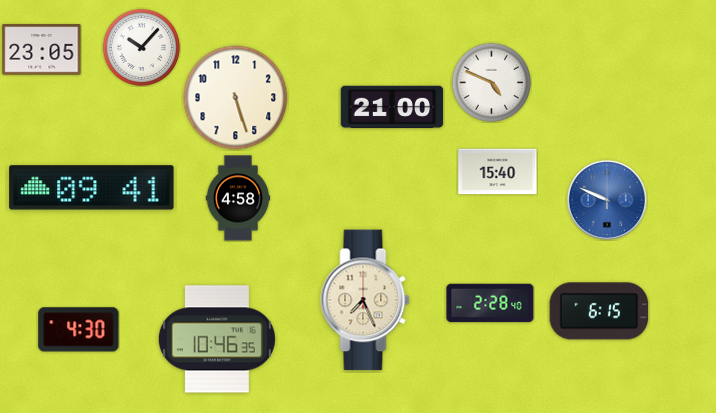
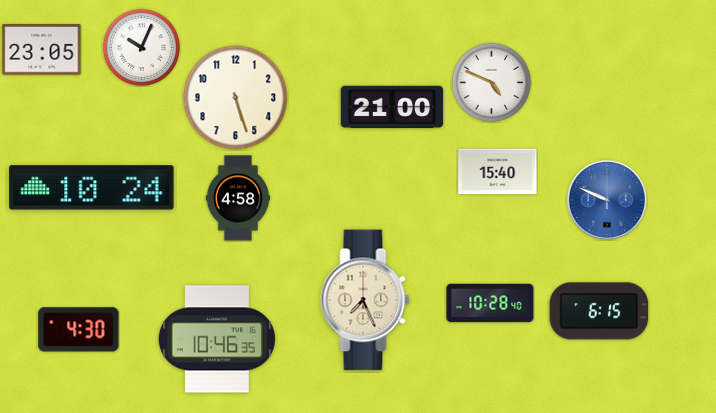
clock at (141, 47): 10:07 -> 10:04
clock at (92, 188): 09:41 -> 10:24
clock at (490, 303): 2:28 -> 10:28
